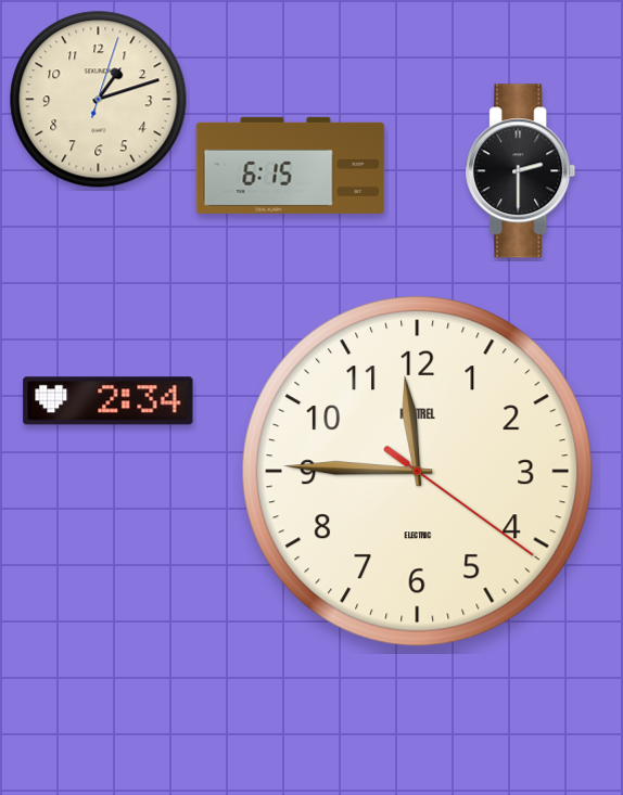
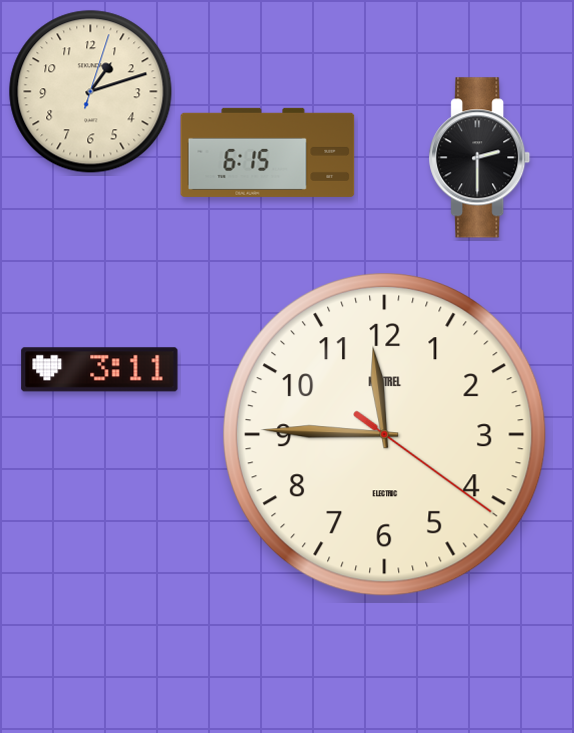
clock at (109, 401): 2:34 -> 3:11
